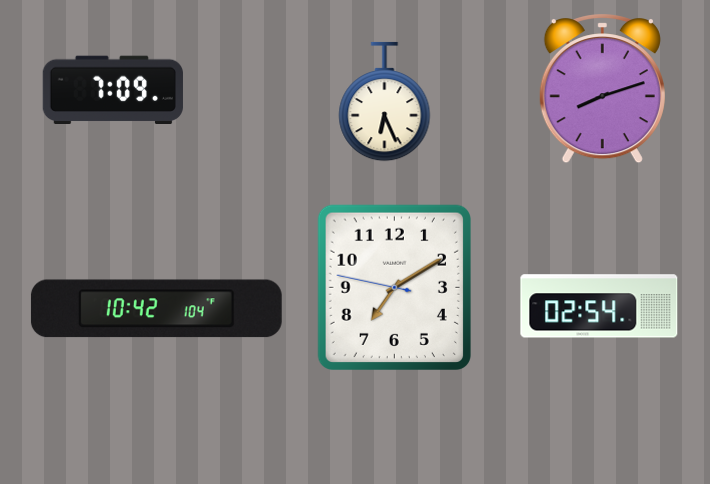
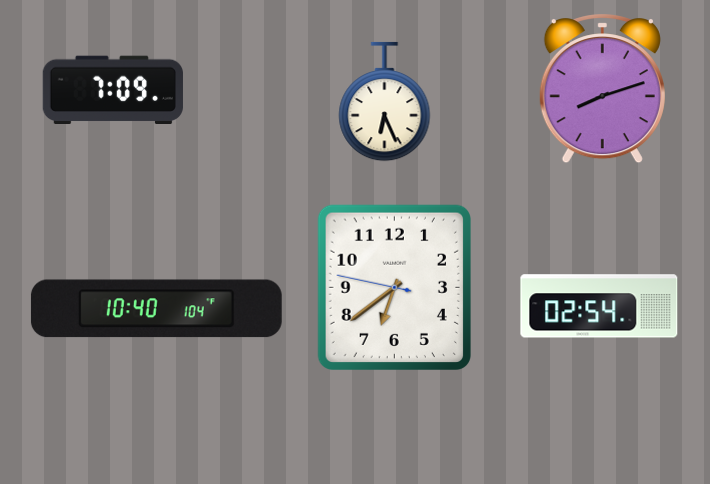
clock at (394, 287): 7:09 -> 6:38
clock at (156, 309): 10:42 -> 10:40
